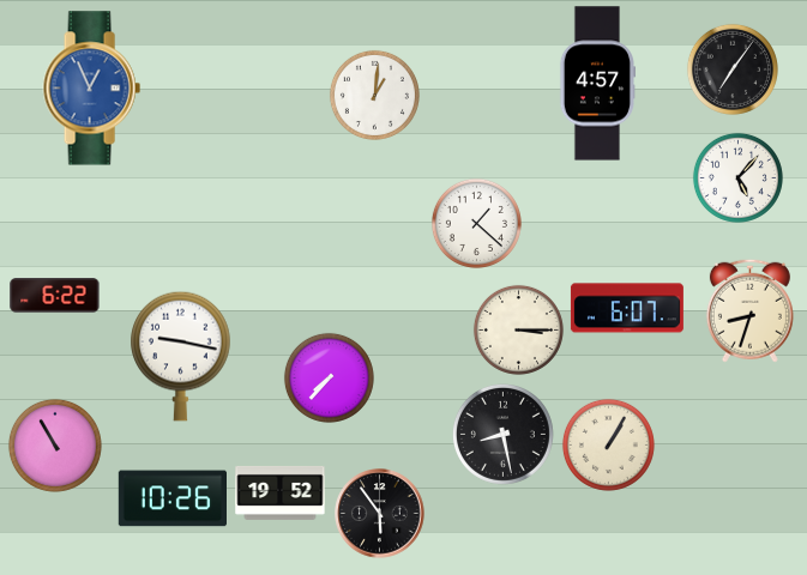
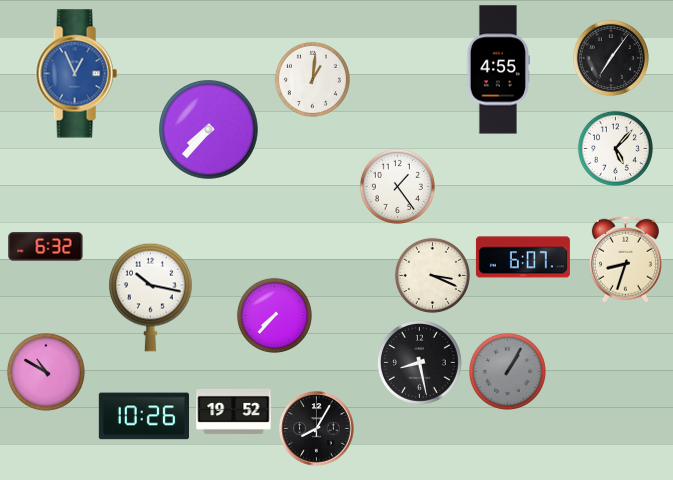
clock at (596, 84): 4:57 -> 4:55
clock at (209, 130): none -> 7:37
clock at (476, 223): 1:22 -> 1:24
clock at (55, 296): 6:22 -> 6:32
clock at (518, 329): 3:15 -> 3:19
clock at (181, 356): 9:17 -> 10:17
clock at (608, 444) dial: cream -> grey
clock at (55, 446): 10:55 -> 10:50
clock at (380, 514): 5:54 -> 8:05
